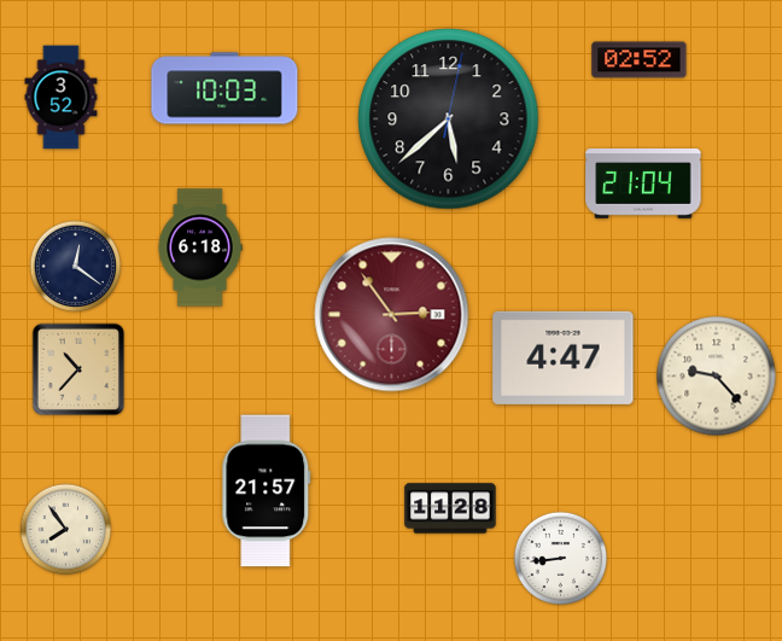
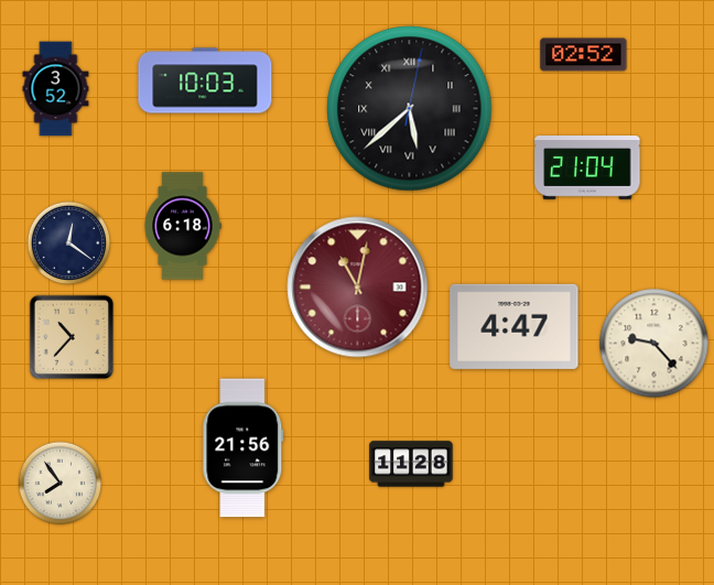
clock at (449, 120) numerals: Arabic -> Roman
clock at (392, 315): 2:54 -> 11:02
clock at (267, 491): 21:57 -> 21:56
clock at (560, 558): 8:44 -> none
